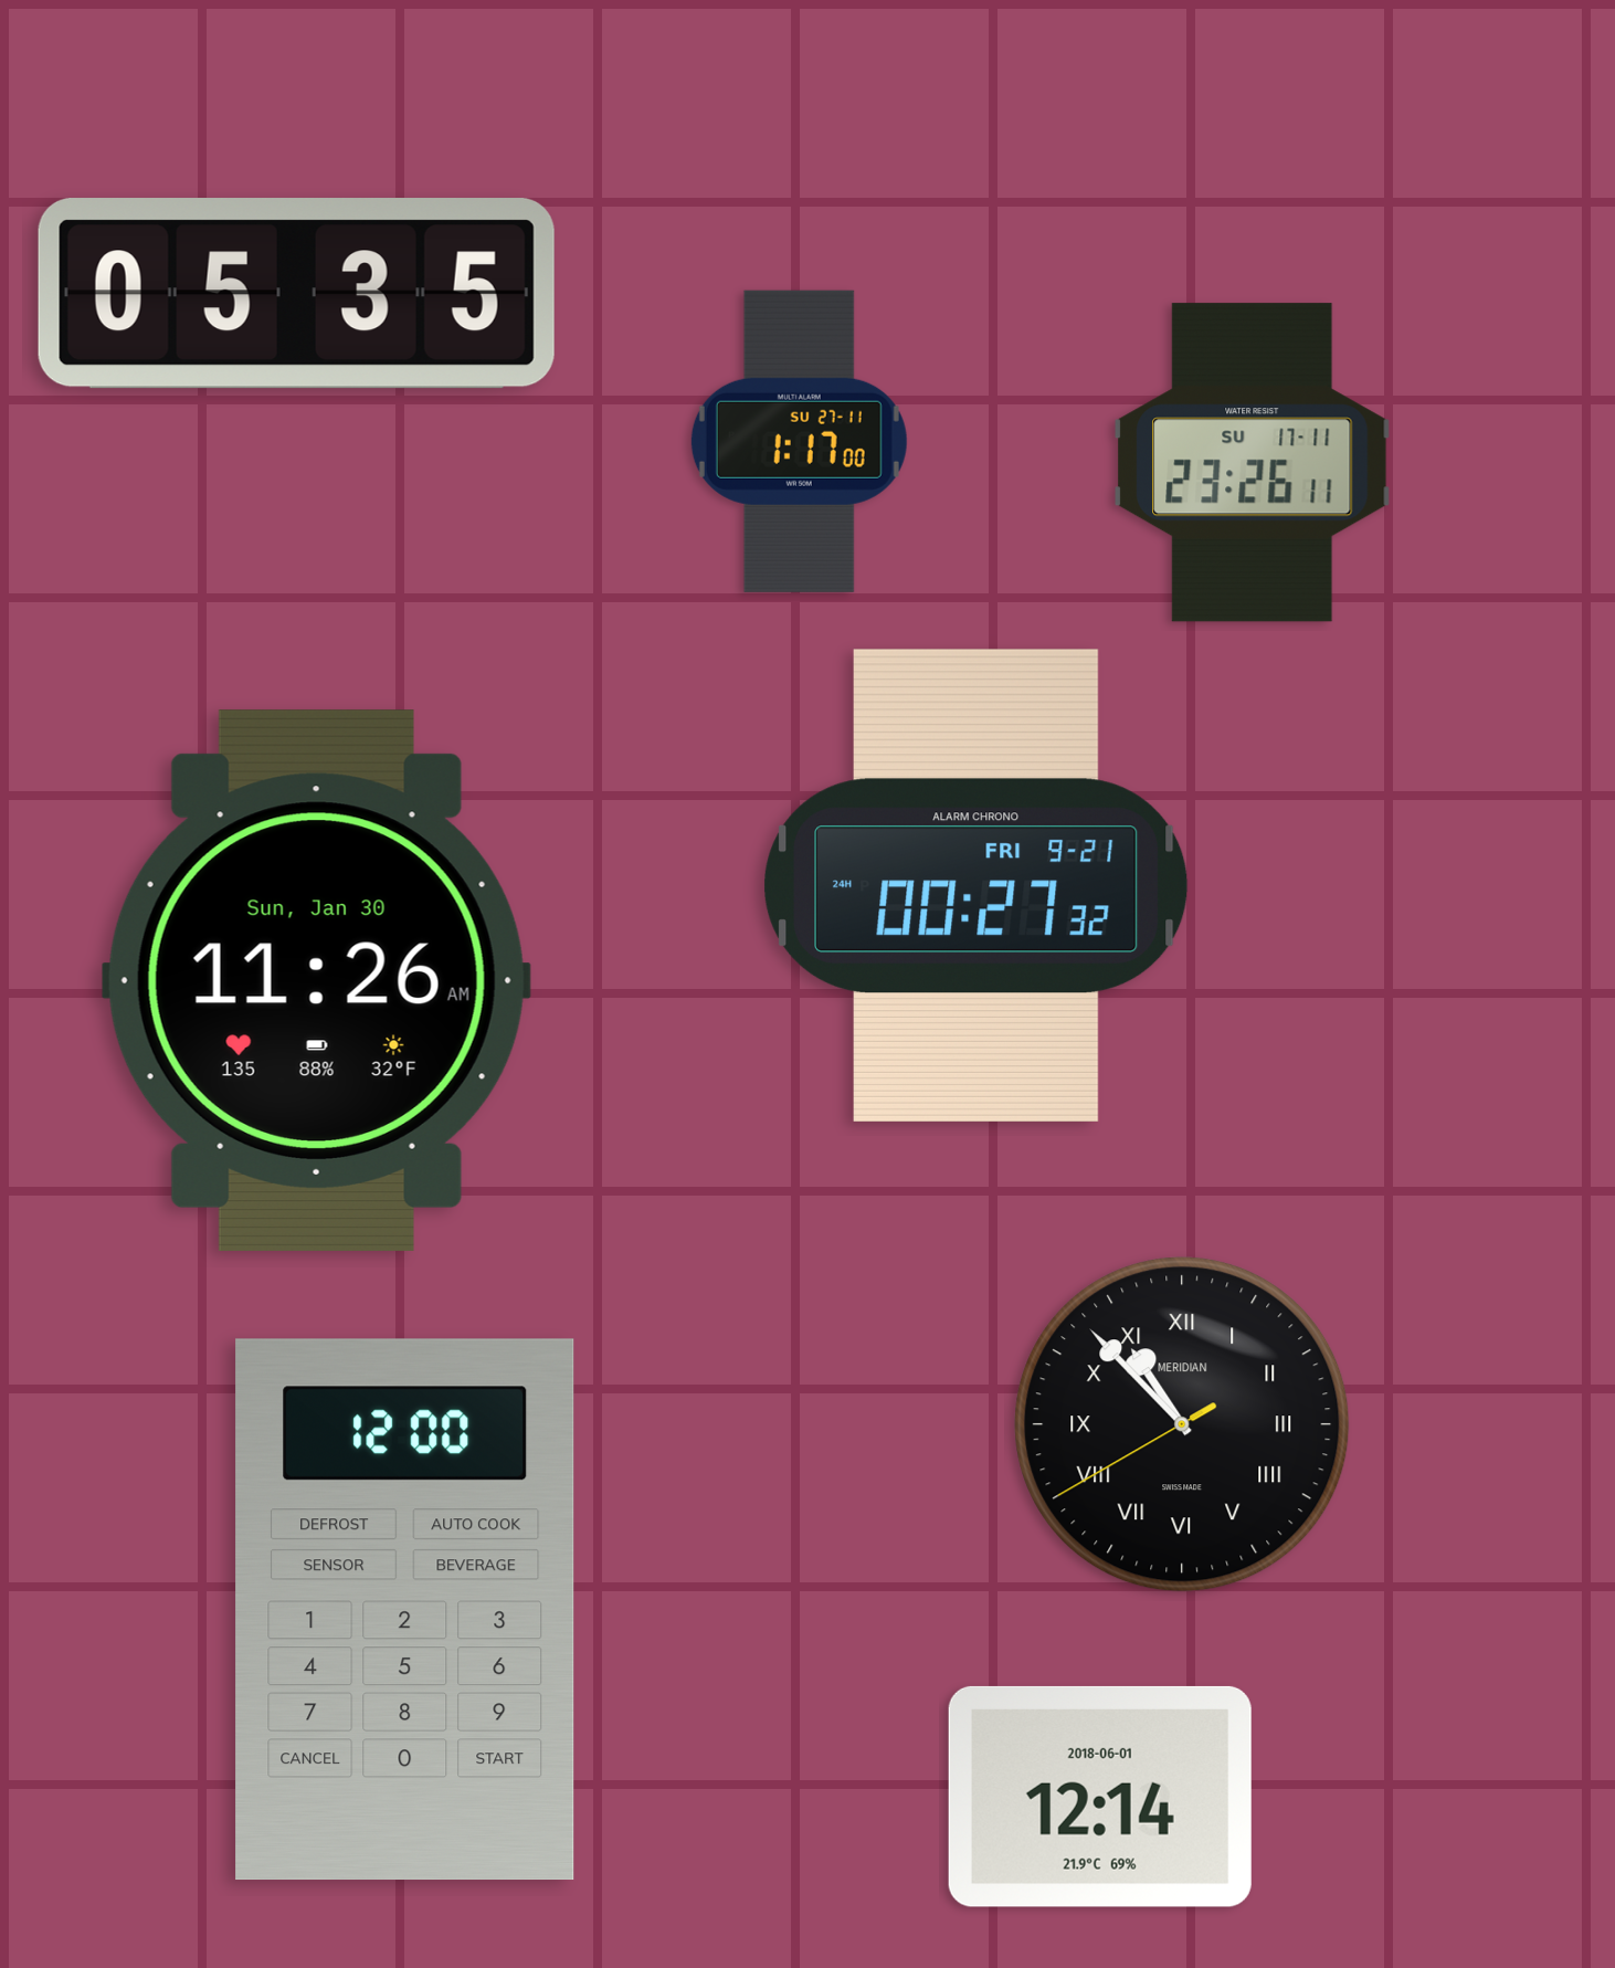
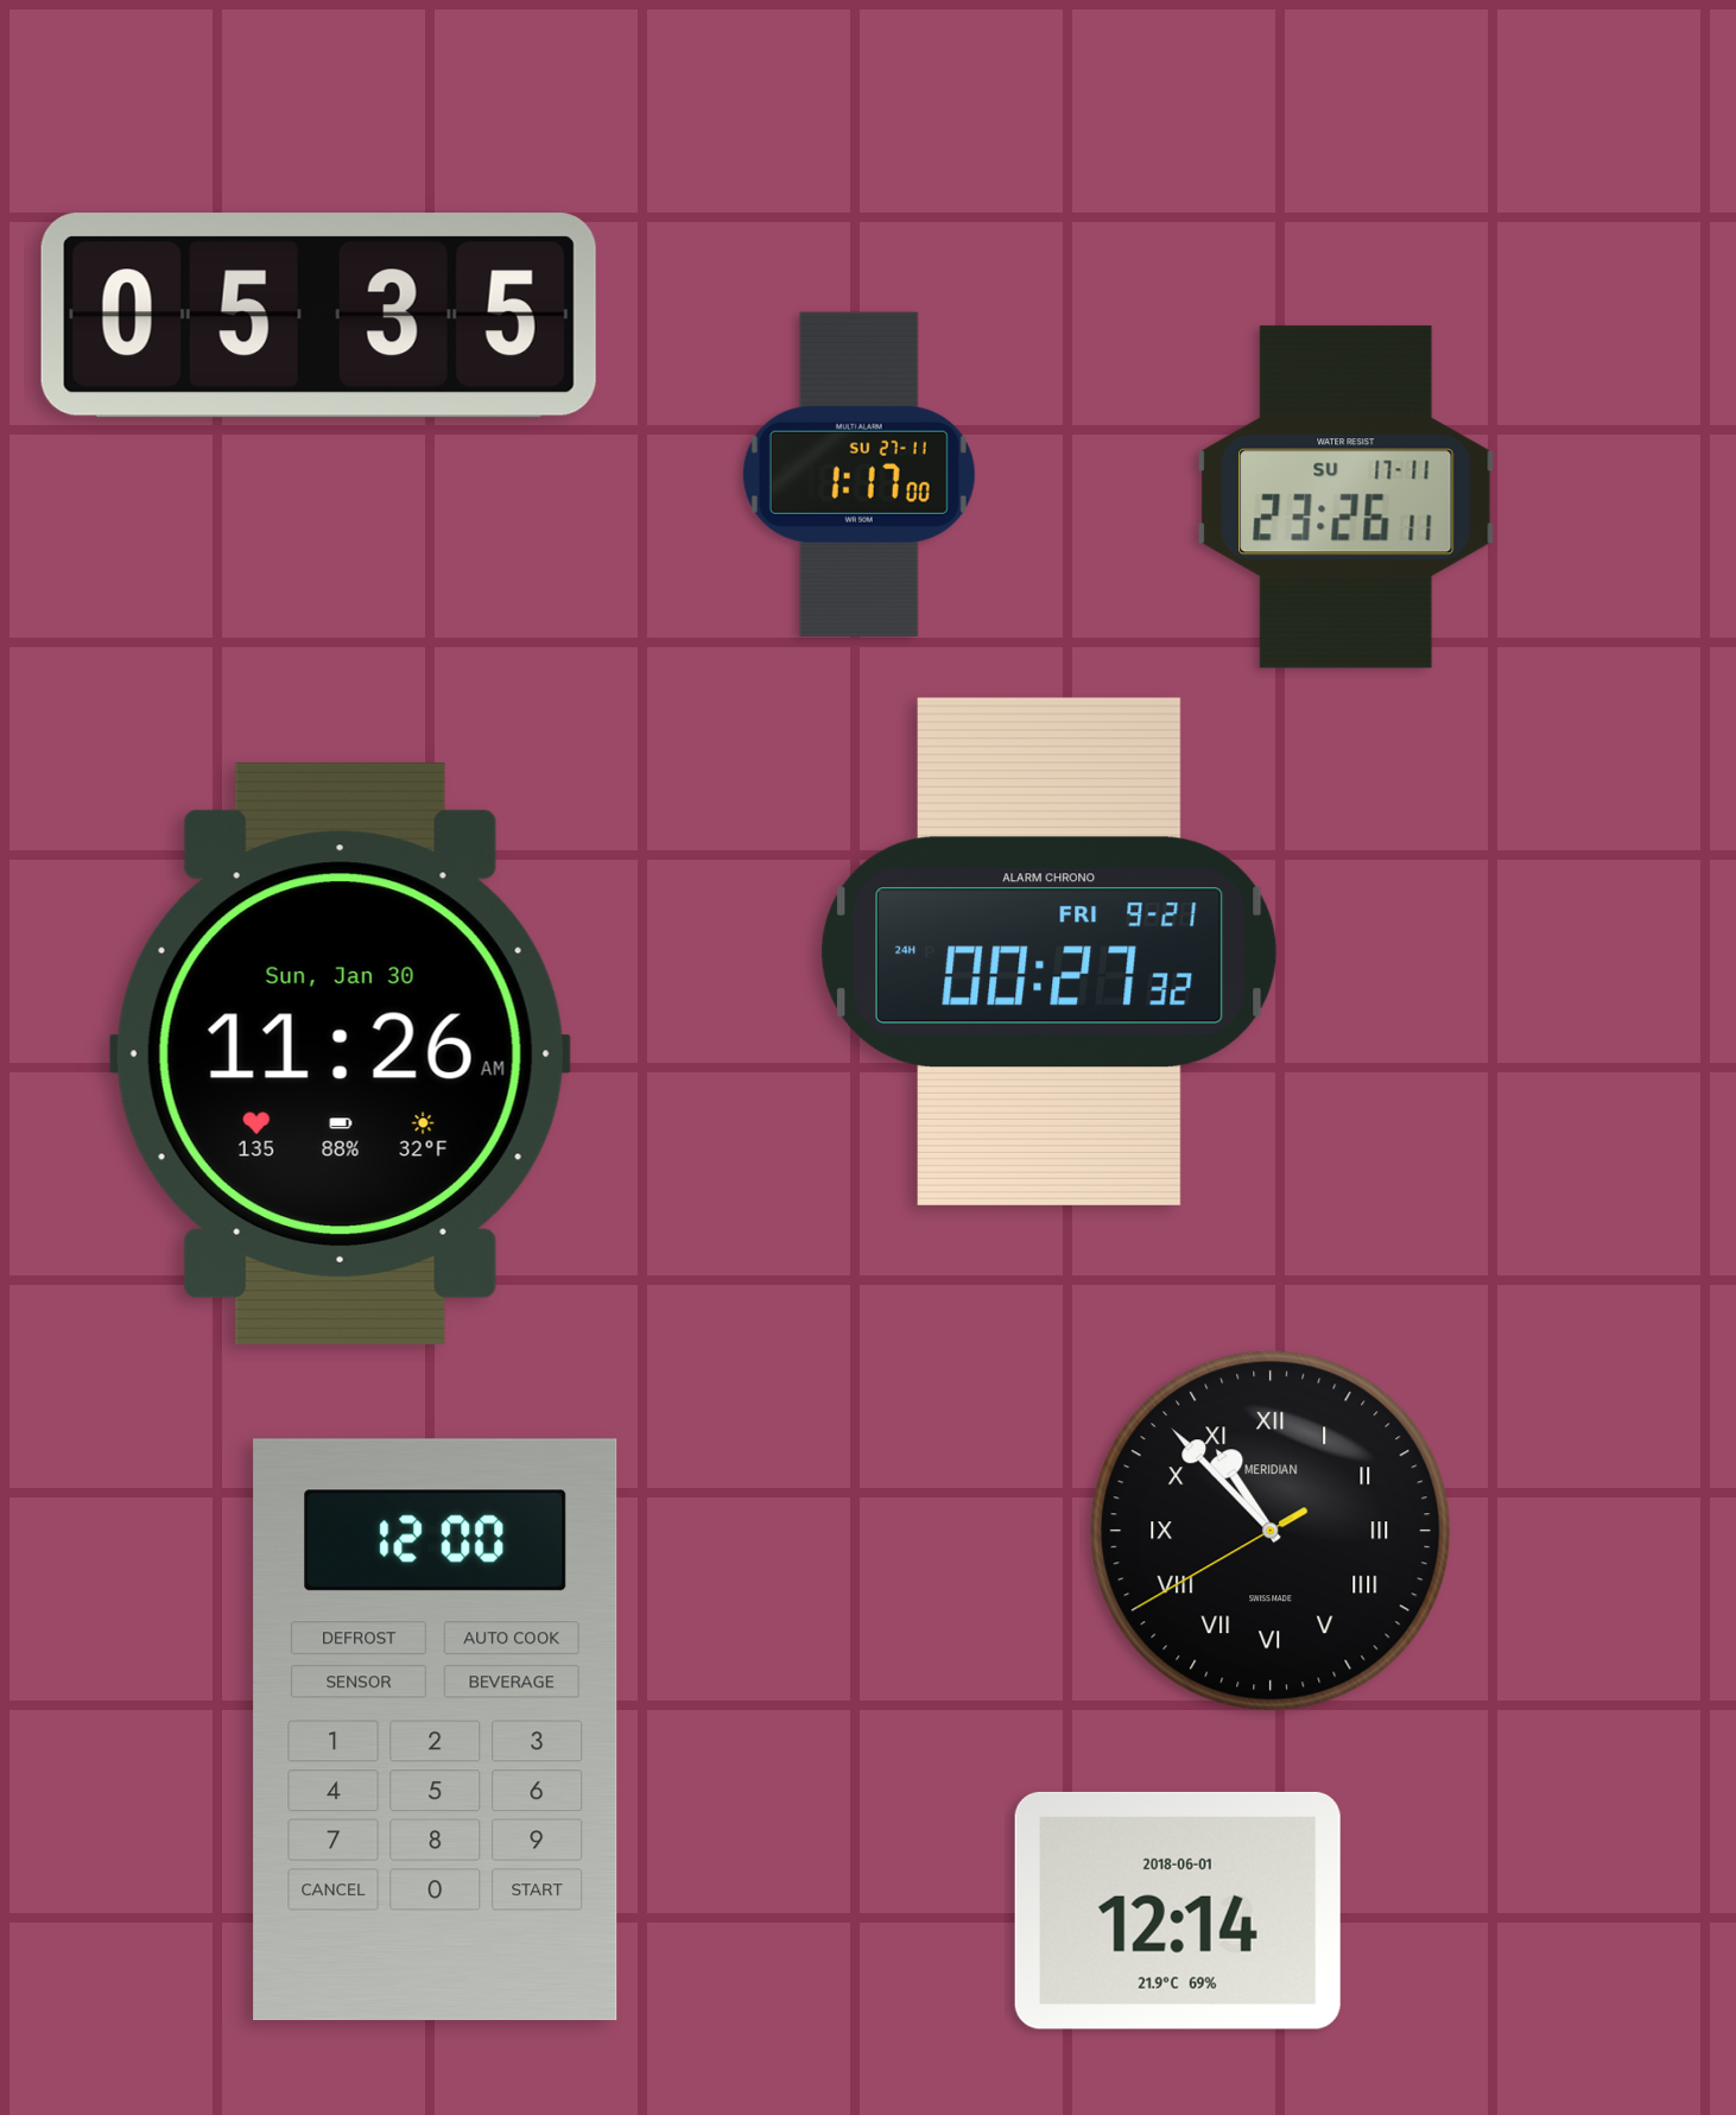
clock at (1100, 1797) position: (1100, 1797) -> (1178, 1911)
